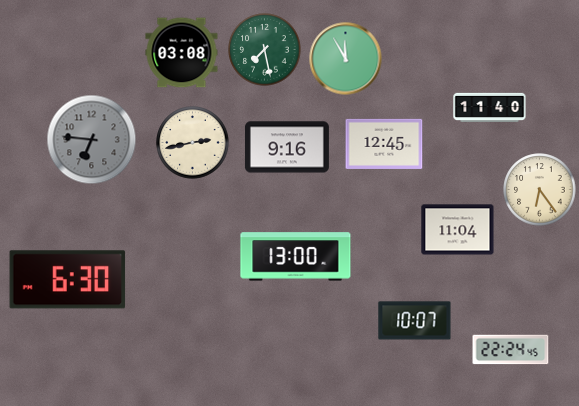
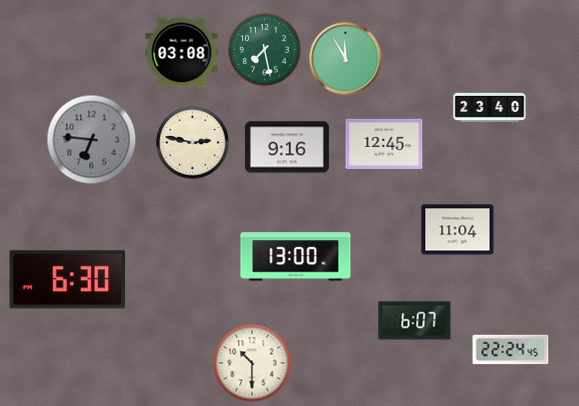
clock at (490, 107): 11:40 -> 23:40
clock at (193, 143): 2:43 -> 2:47
clock at (540, 190): 6:24 -> none
clock at (415, 321): 10:07 -> 6:07
clock at (252, 363): none -> 10:30
